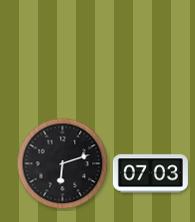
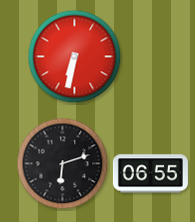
clock at (75, 57): none -> 6:32
clock at (150, 174): 07:03 -> 06:55
